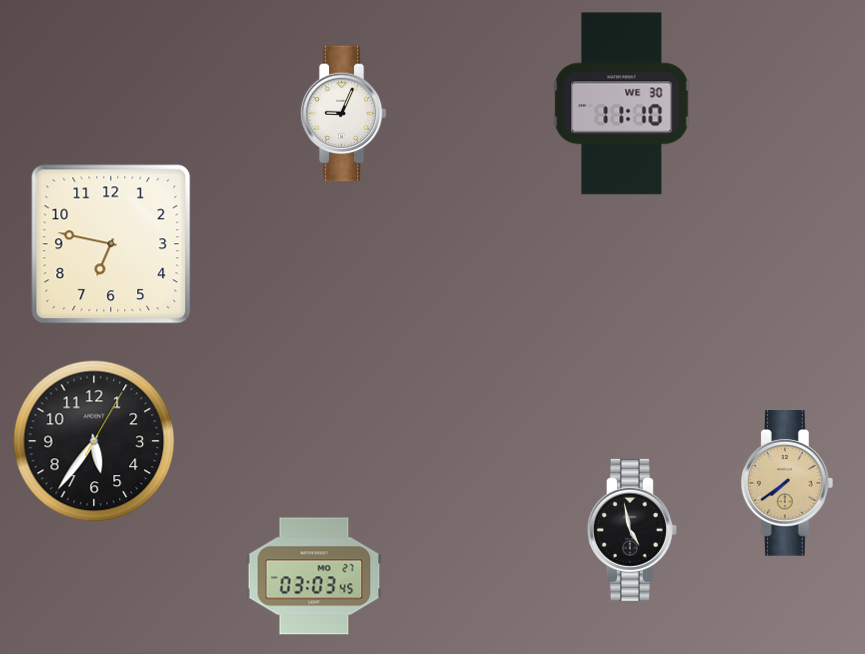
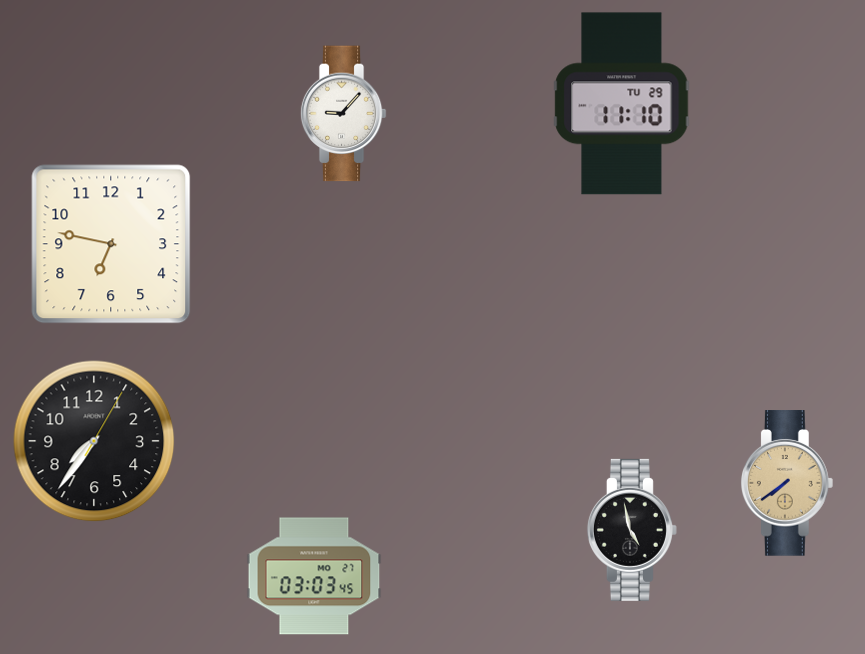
clock at (622, 104) date: WE 30 -> TU 29
clock at (343, 114): 9:04 -> 9:07
clock at (94, 441): 5:36 -> 7:36
